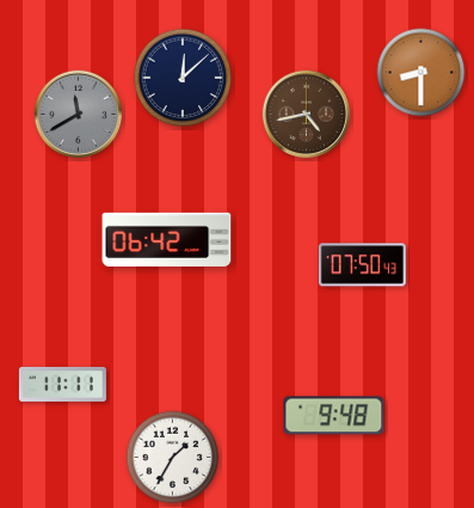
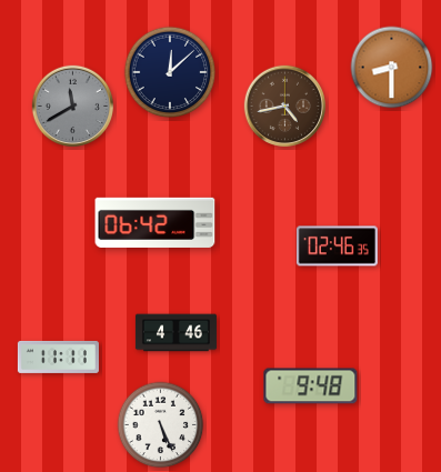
clock at (362, 265): 07:50 -> 02:46
clock at (176, 333): none -> 4:46
clock at (173, 458): 1:35 -> 5:26
